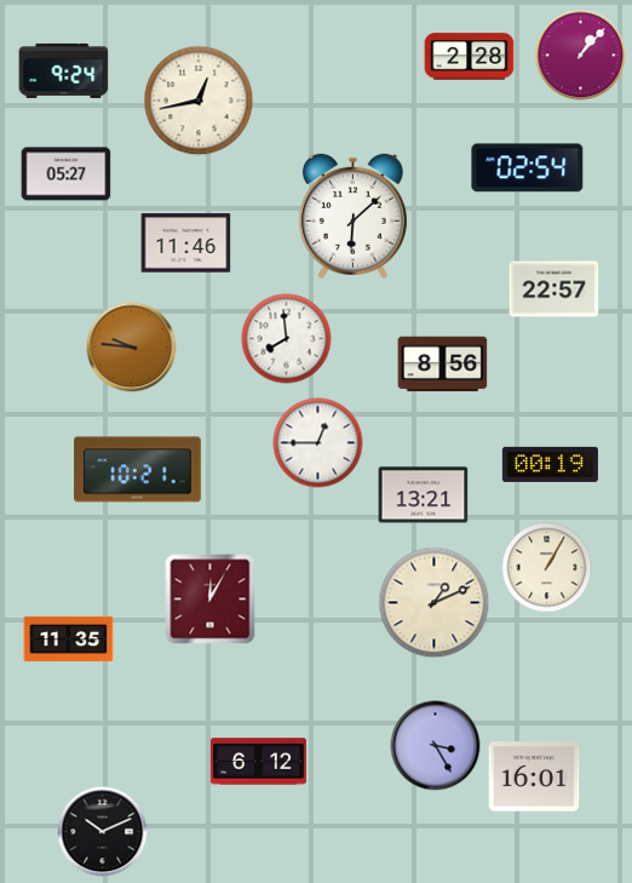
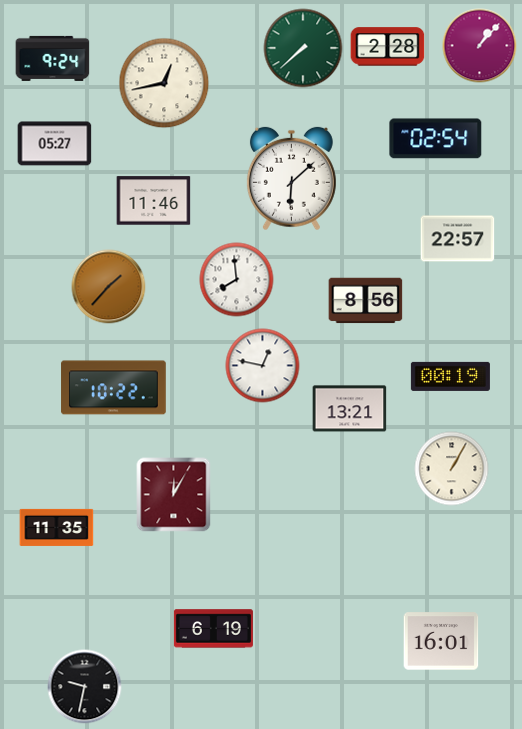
clock at (303, 48): none -> 7:38
clock at (132, 348): 9:46 -> 1:37
clock at (318, 443): 12:45 -> 12:47
clock at (550, 464) position: (550, 464) -> (450, 376)
clock at (138, 470): 10:21 -> 10:22
clock at (435, 603): 1:11 -> none
clock at (436, 746): 3:25 -> none
clock at (258, 762): 6:12 -> 6:19
clock at (103, 832): 10:11 -> 9:32
